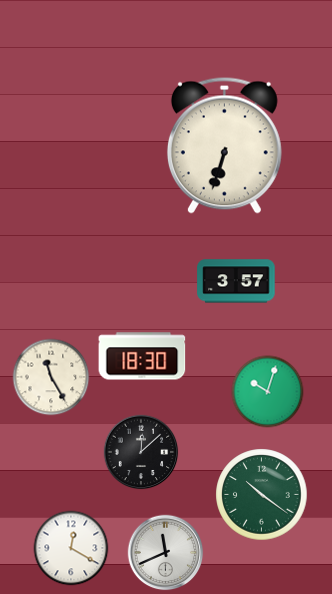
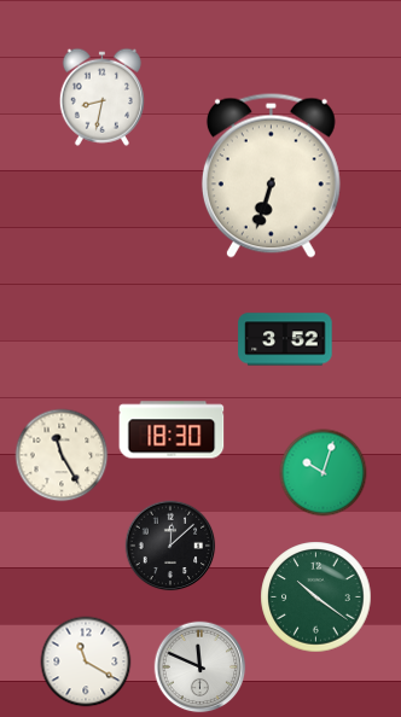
clock at (101, 97): none -> 8:32
clock at (236, 281): 3:57 -> 3:52
clock at (71, 548): 12:20 -> 11:20
clock at (166, 553): 11:41 -> 11:49
